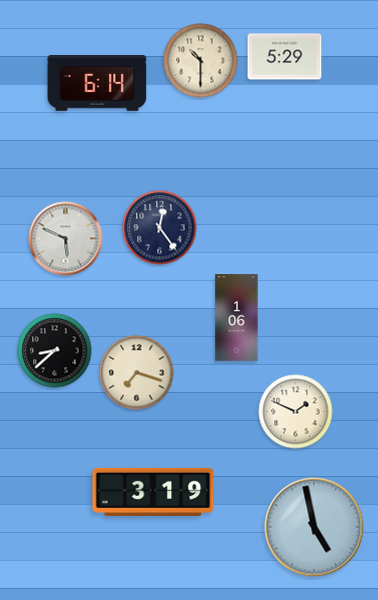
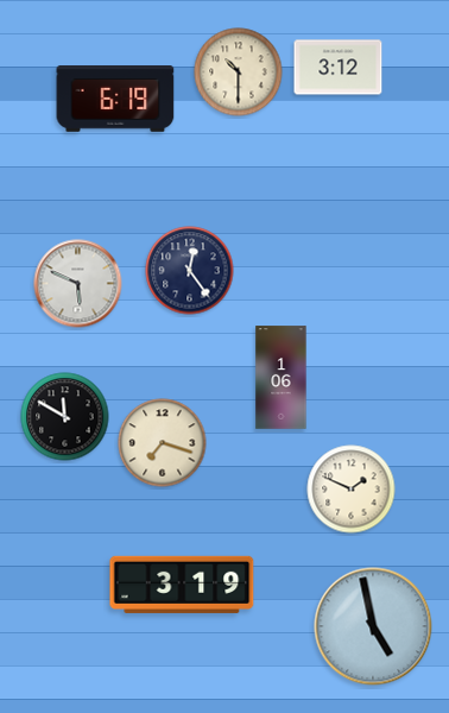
clock at (285, 57): 5:29 -> 3:12
clock at (97, 83): 6:14 -> 6:19
clock at (55, 351): 8:38 -> 11:50
